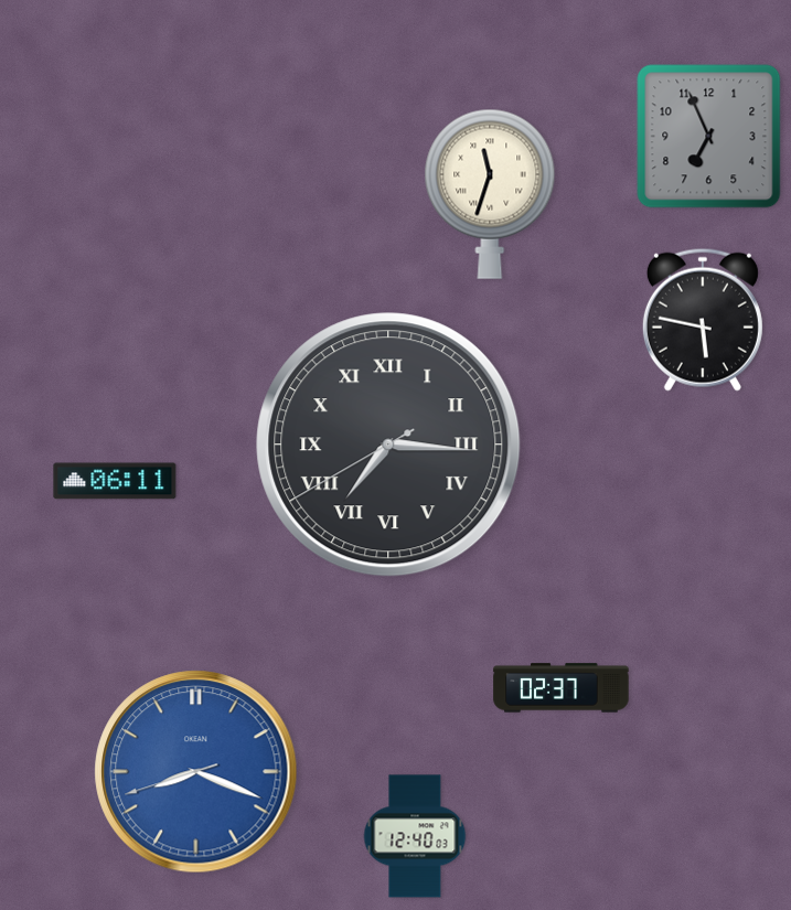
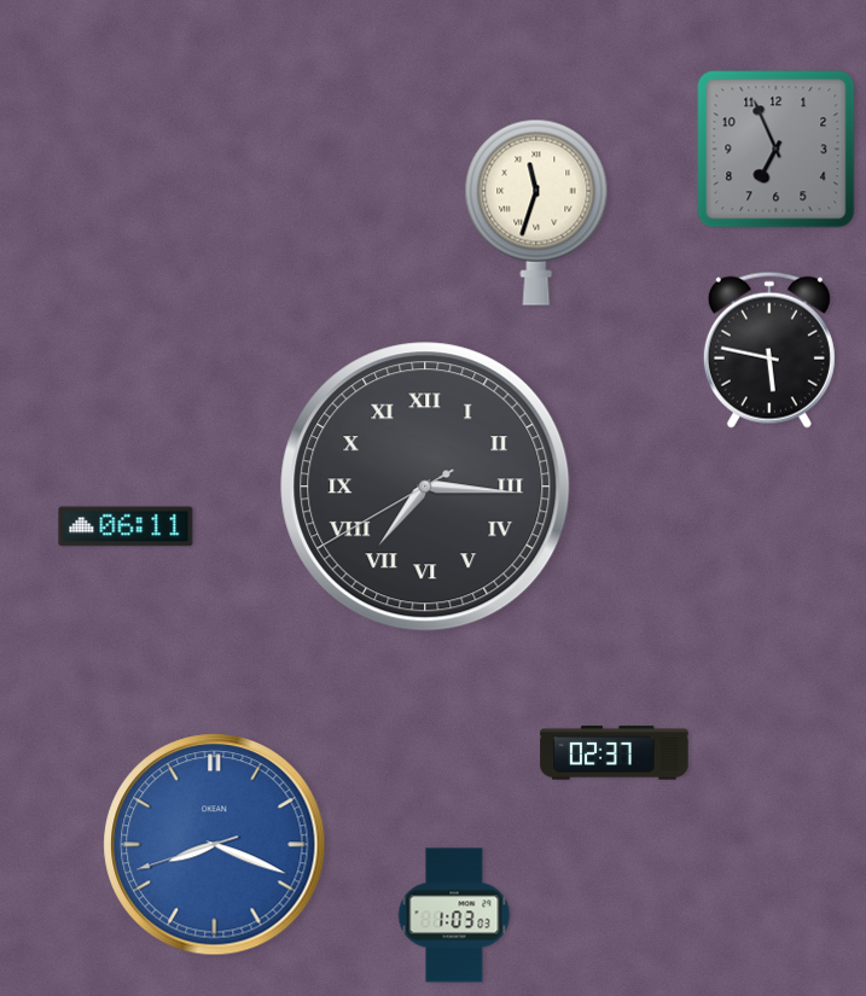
clock at (415, 836): 12:40 -> 1:03
